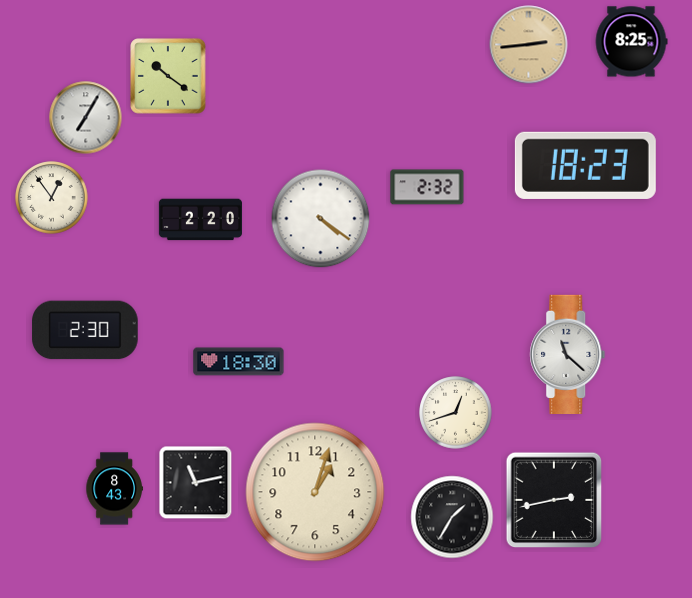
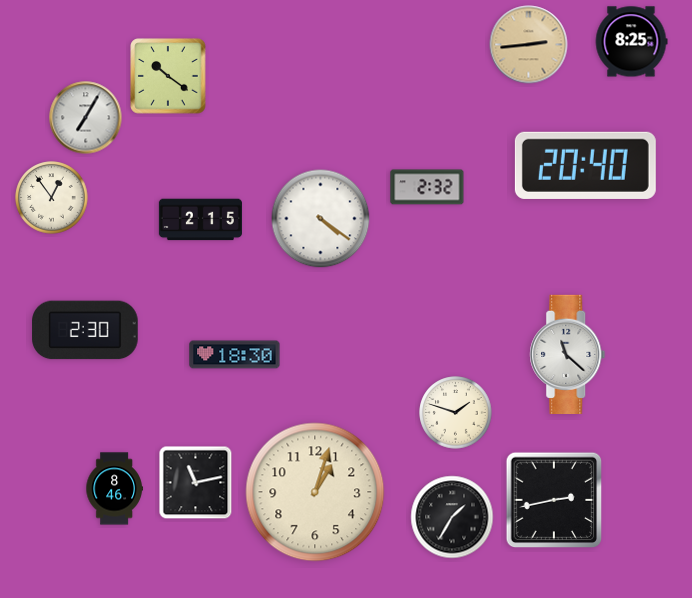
clock at (585, 165): 18:23 -> 20:40
clock at (200, 220): 2:20 -> 2:15
clock at (239, 362) position: (239, 362) -> (235, 355)
clock at (456, 413): 12:42 -> 1:48
clock at (114, 489): 8:43 -> 8:46
